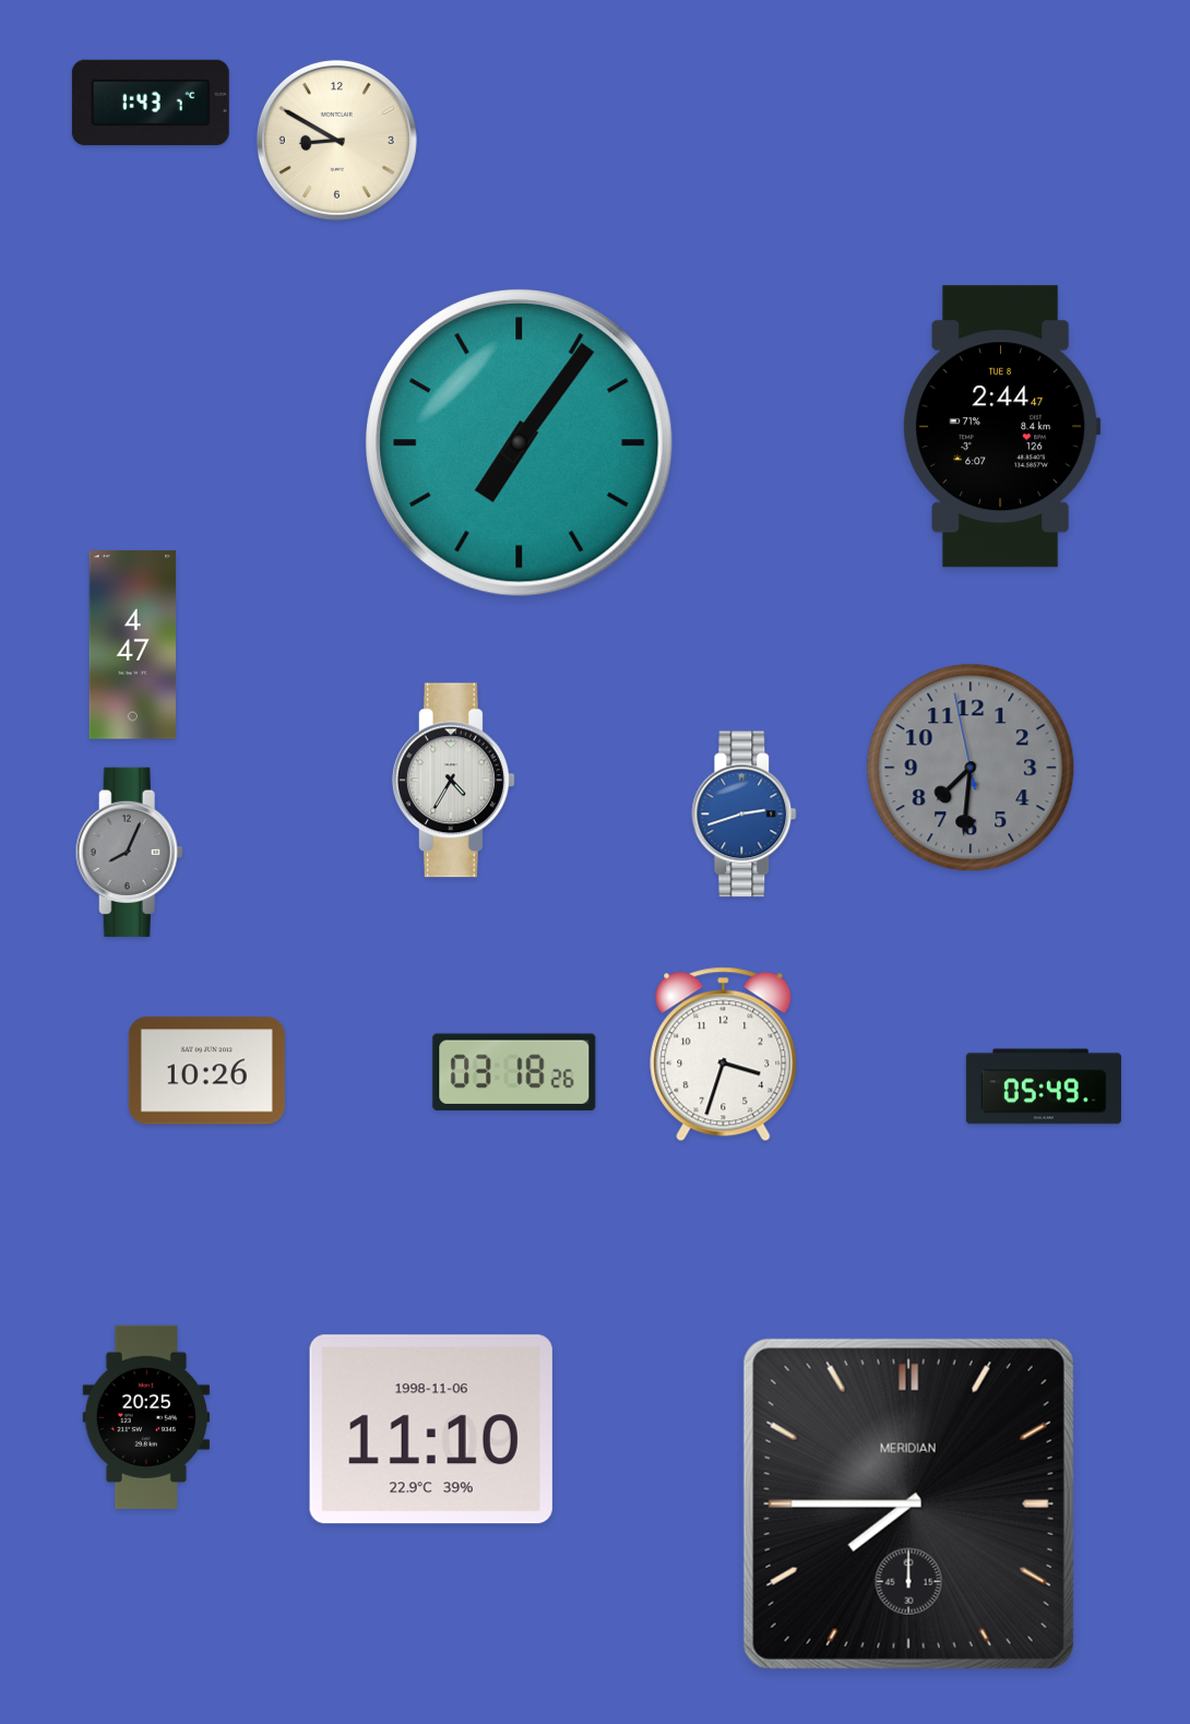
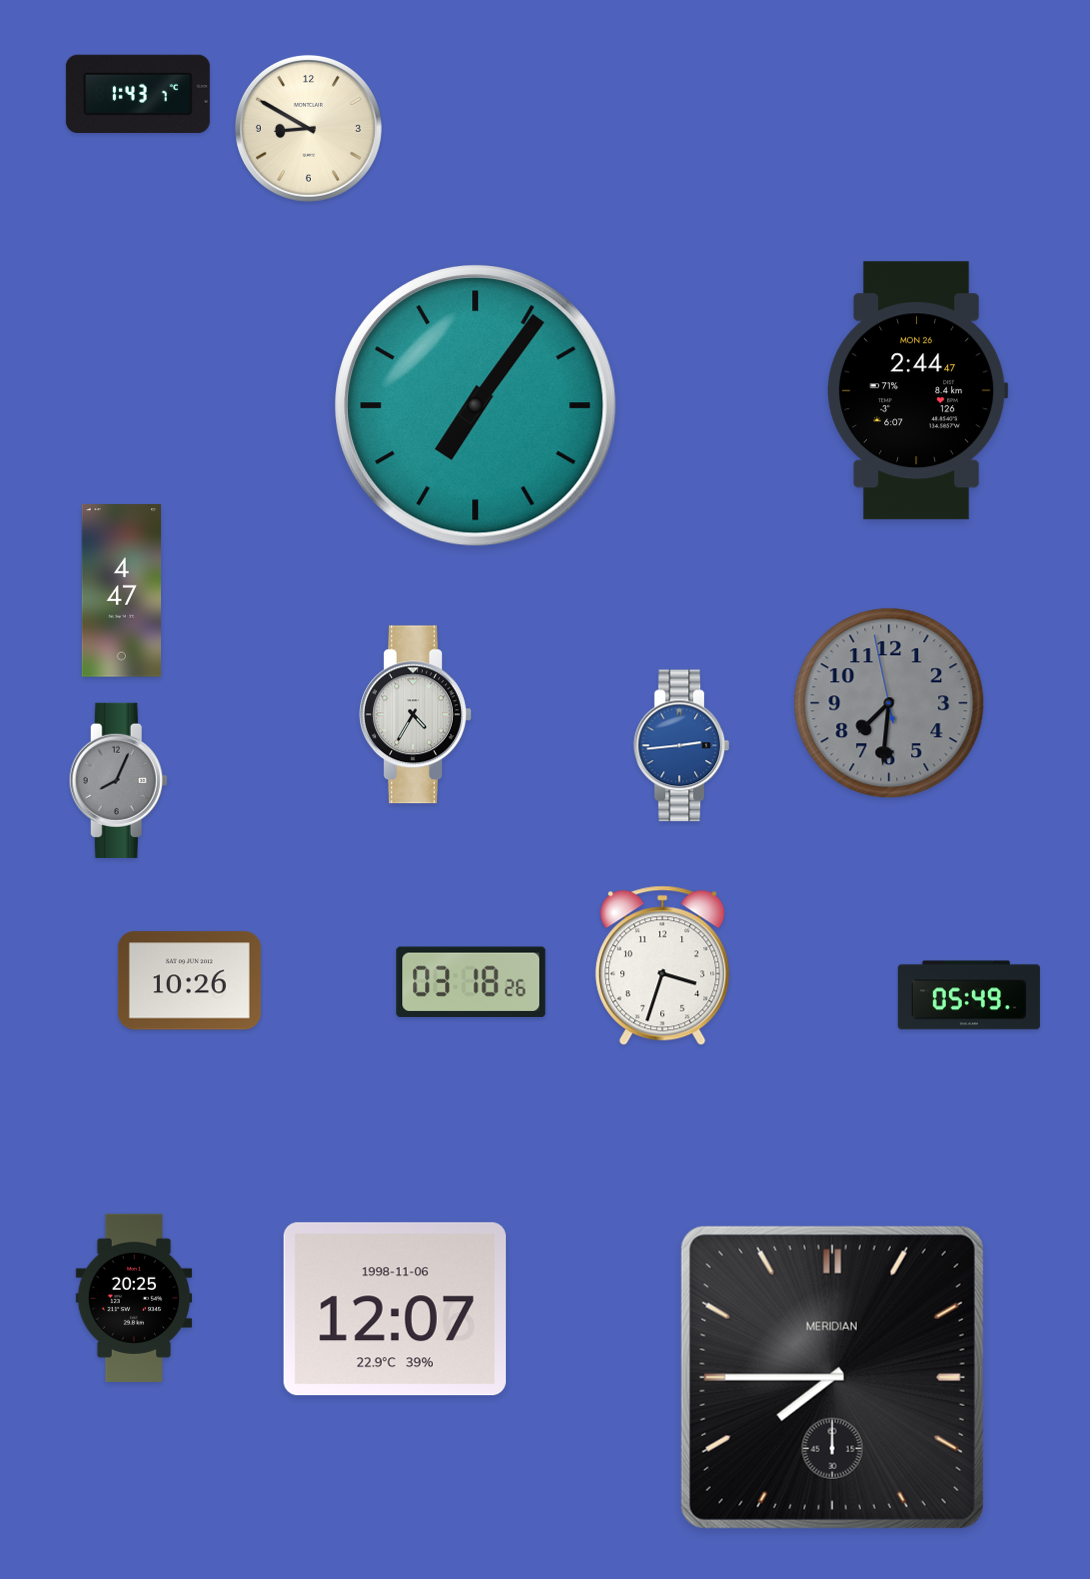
clock at (1002, 427) date: TUE 8 -> MON 26
clock at (745, 815): 2:42 -> 2:44
clock at (1044, 1086) position: (1044, 1086) -> (969, 995)
clock at (431, 1429): 11:10 -> 12:07
